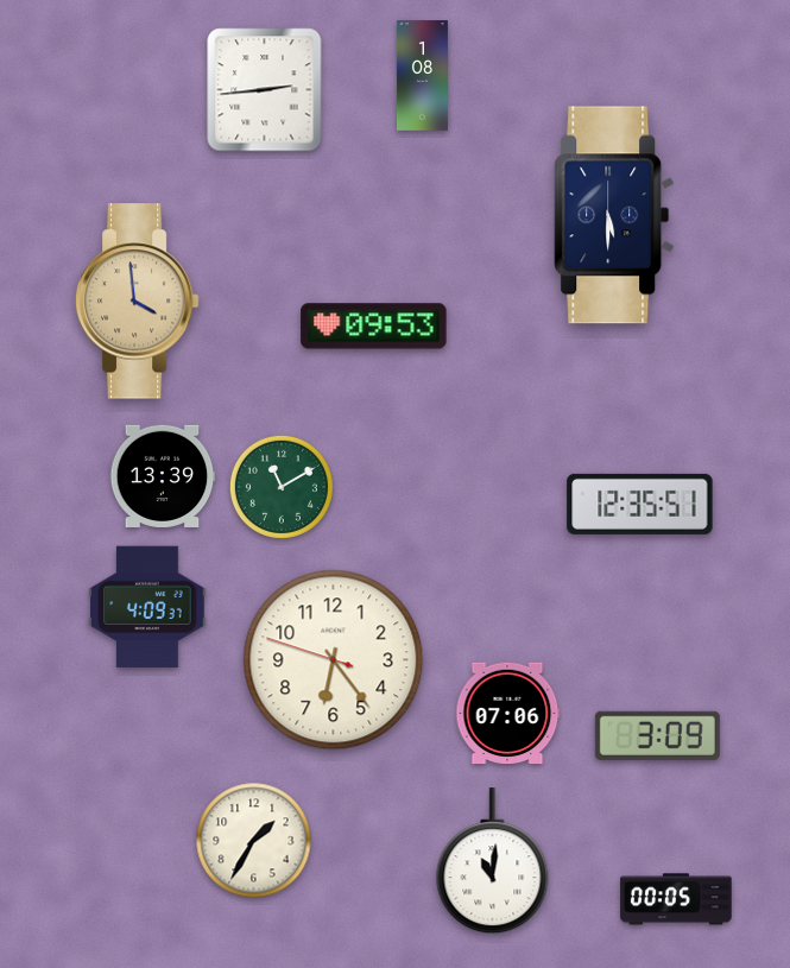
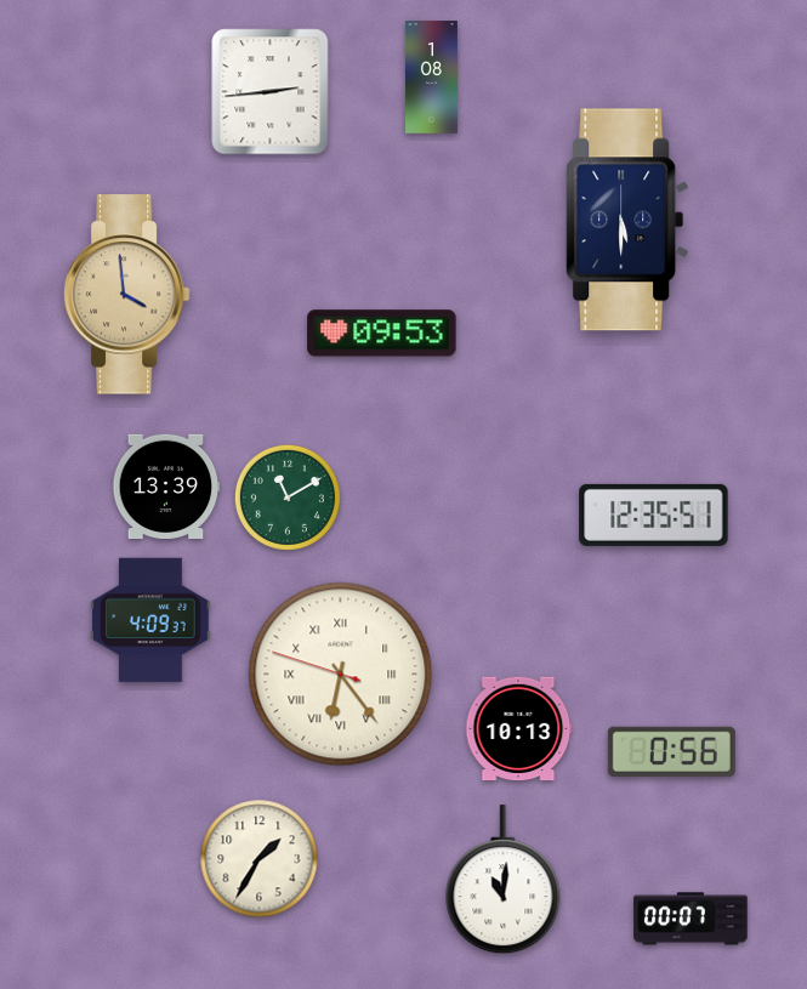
clock at (137, 302) position: (137, 302) -> (126, 295)
clock at (334, 660) numerals: Arabic -> Roman
clock at (508, 714): 07:06 -> 10:13
clock at (657, 735): 3:09 -> 0:56
clock at (676, 899): 00:05 -> 00:07
